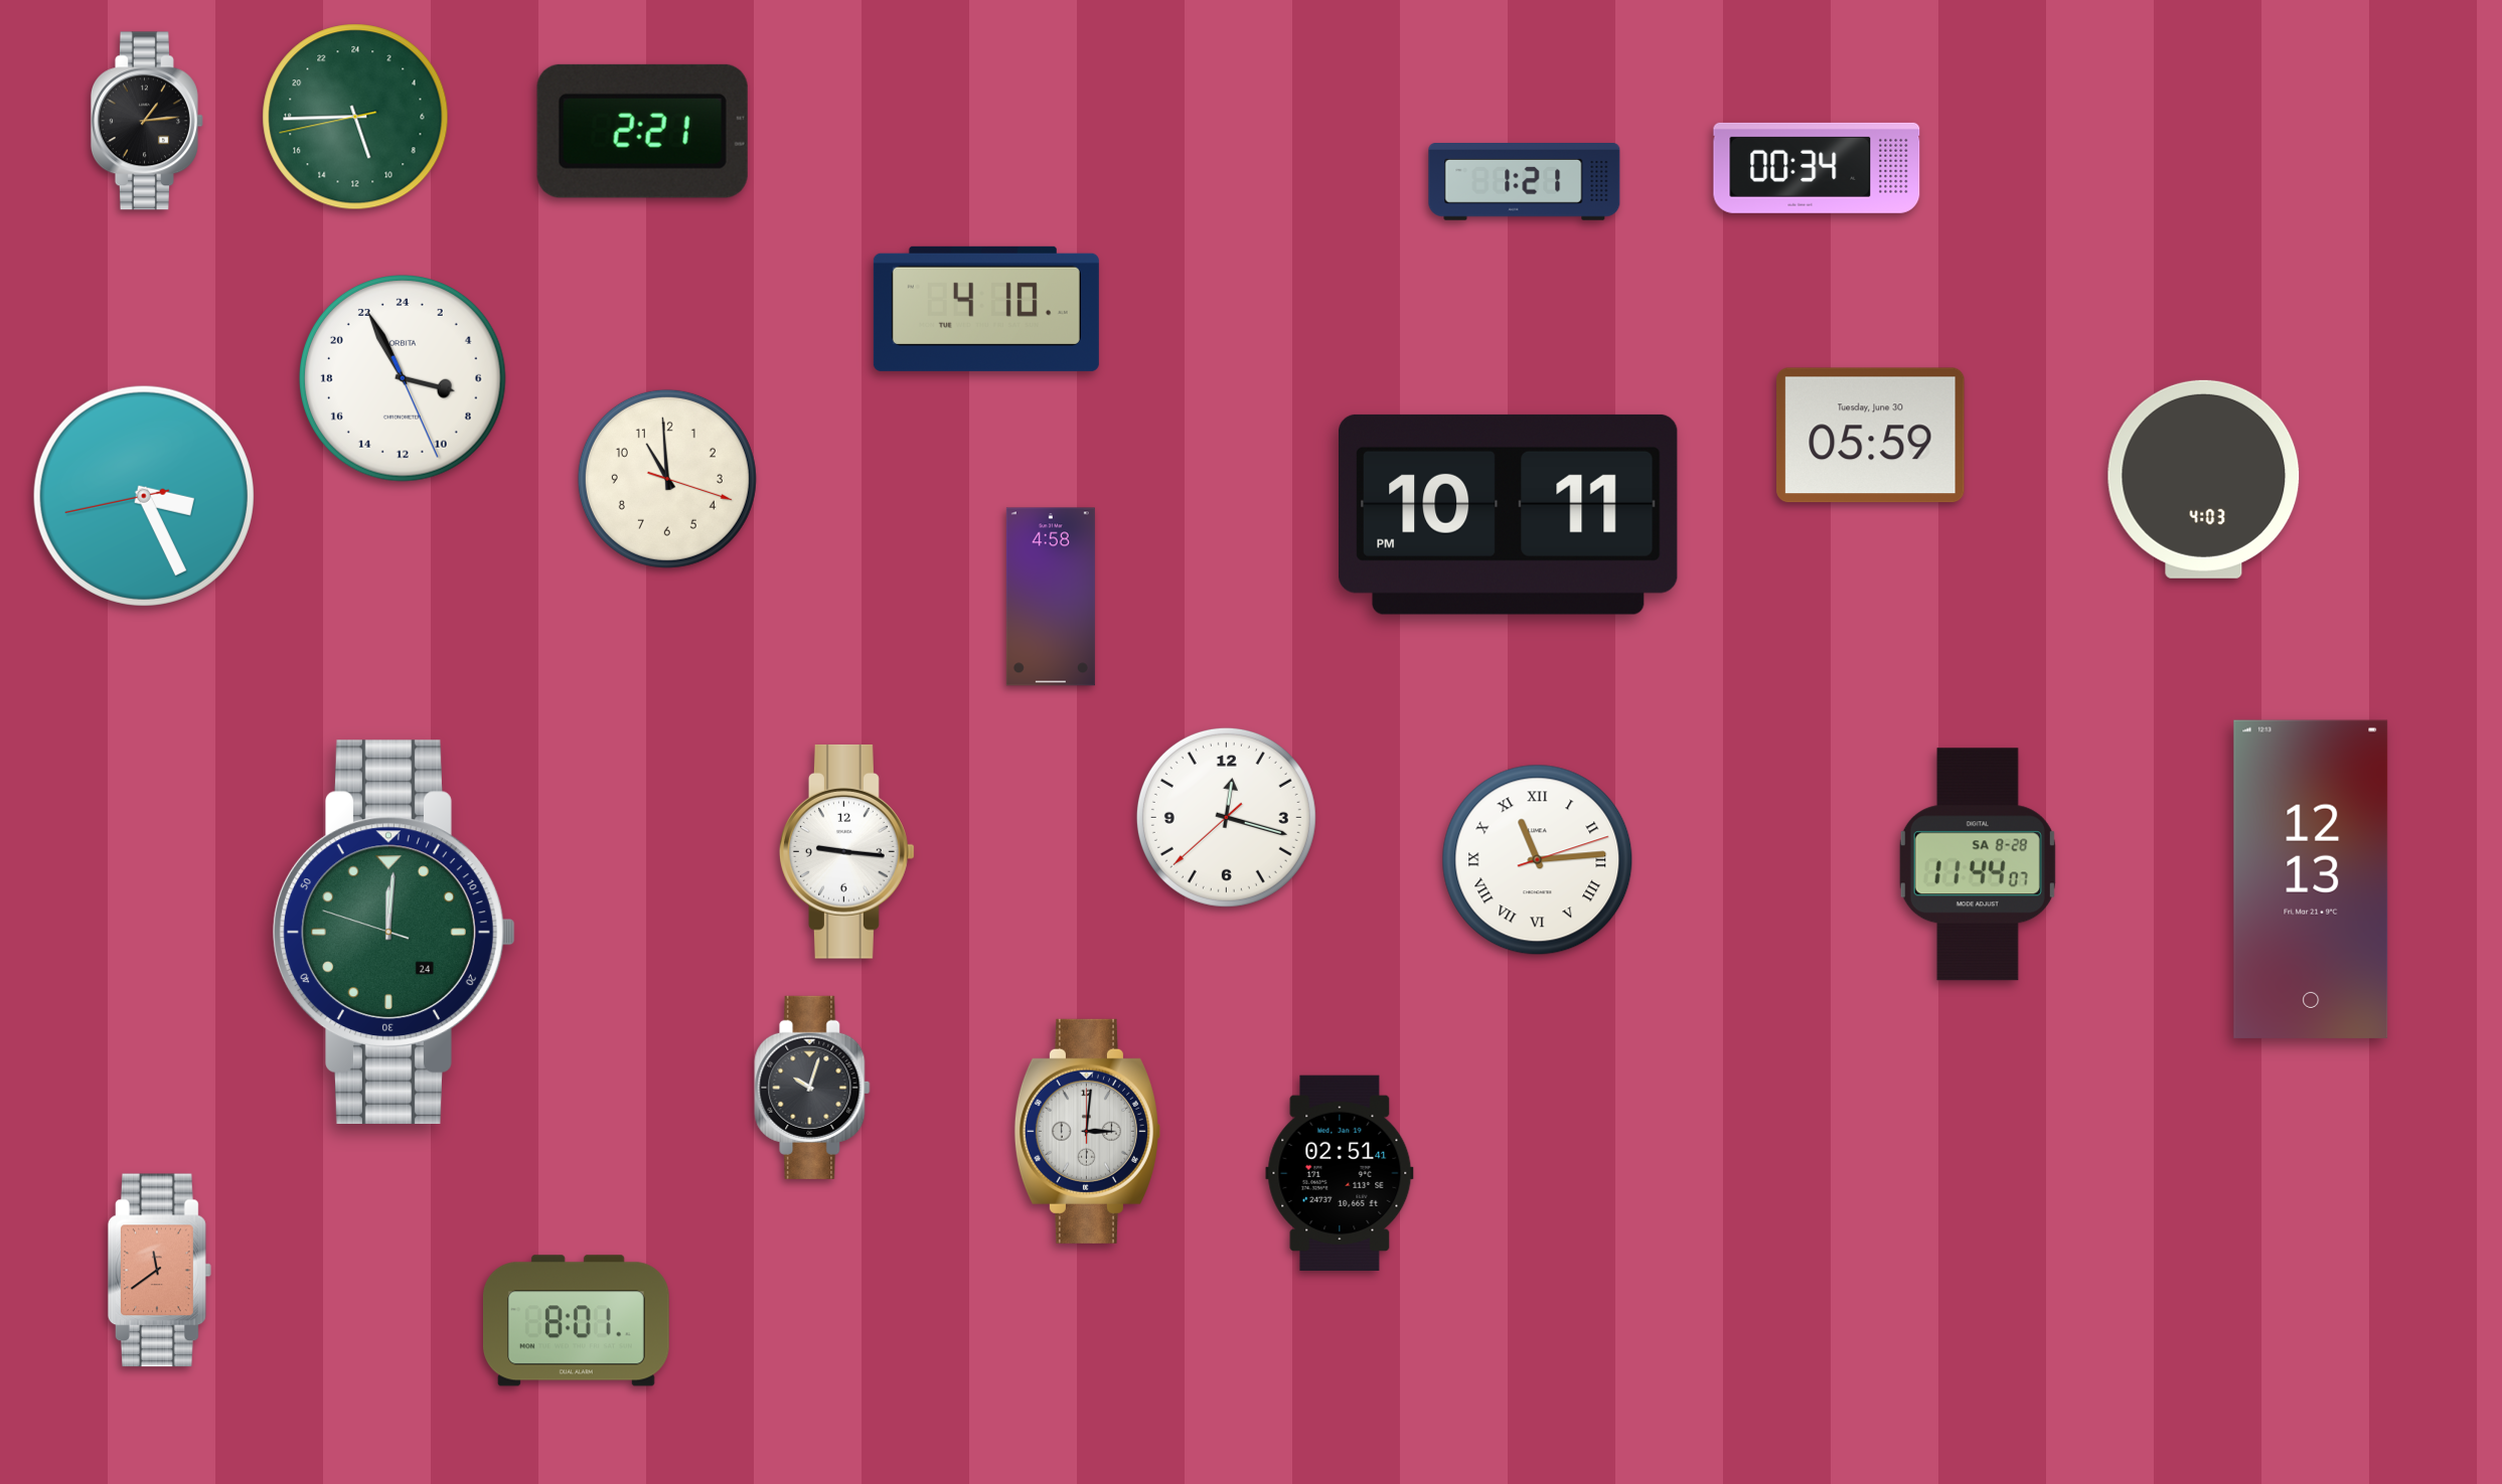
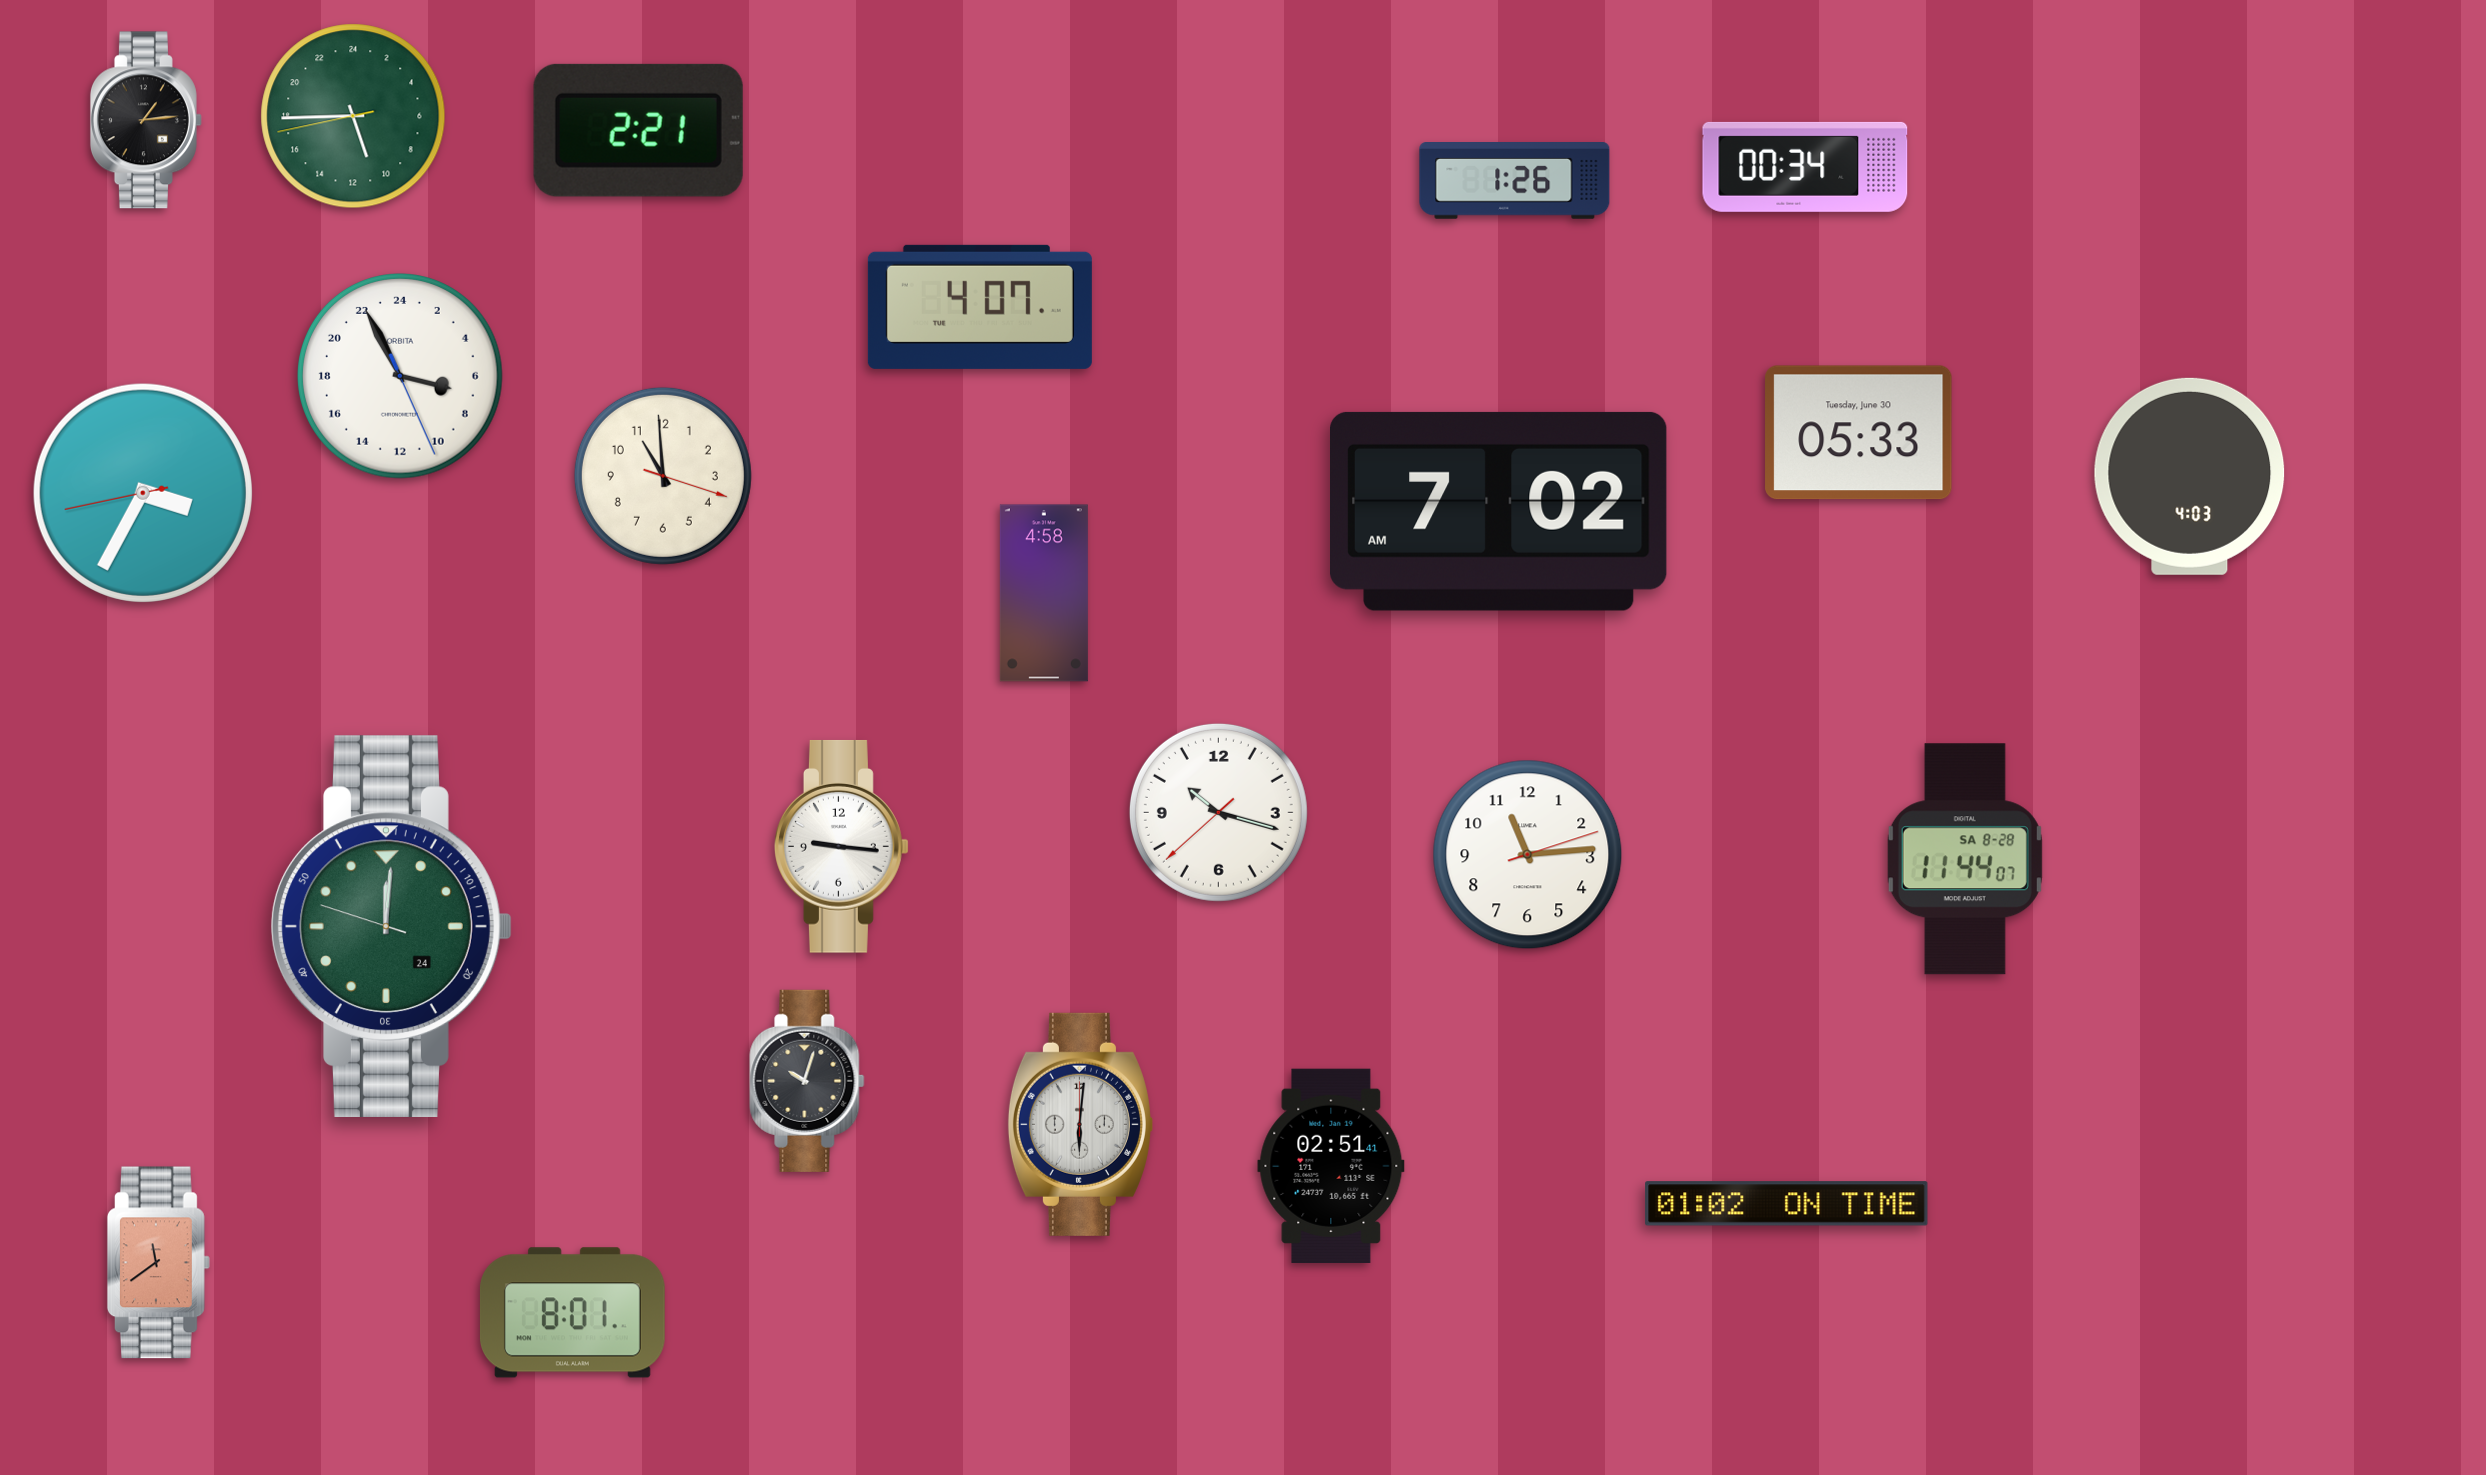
clock at (1525, 182): 1:21 -> 1:26
clock at (986, 309): 4:10 -> 4:07
clock at (1871, 436): 05:59 -> 05:33
clock at (144, 496): 3:25 -> 3:34
clock at (1509, 514): 10:11 -> 7:02
clock at (1226, 817): 12:17 -> 10:17
clock at (1538, 860) numerals: Roman -> Arabic
clock at (2311, 879): 12:13 -> none
clock at (1087, 1131): 3:01 -> 6:01
clock at (1787, 1204): none -> 01:02
